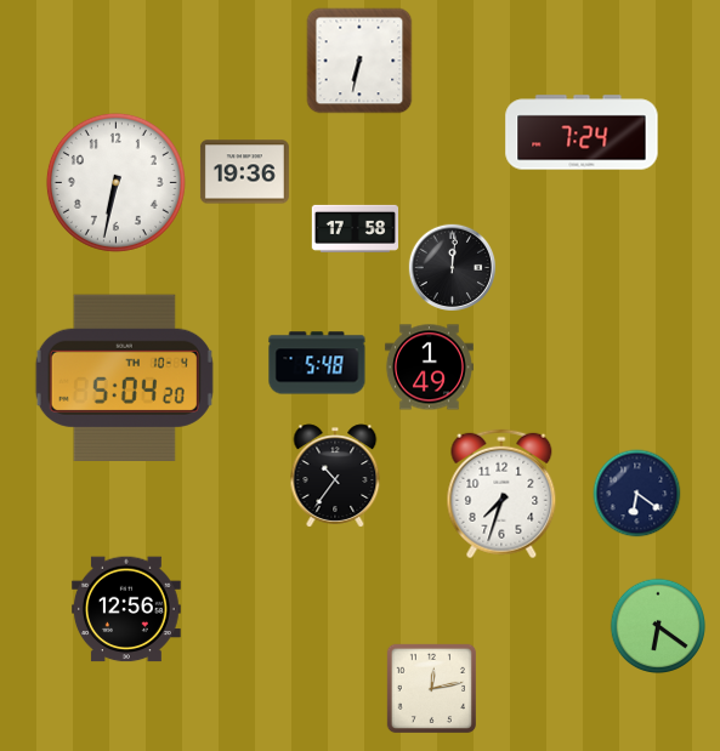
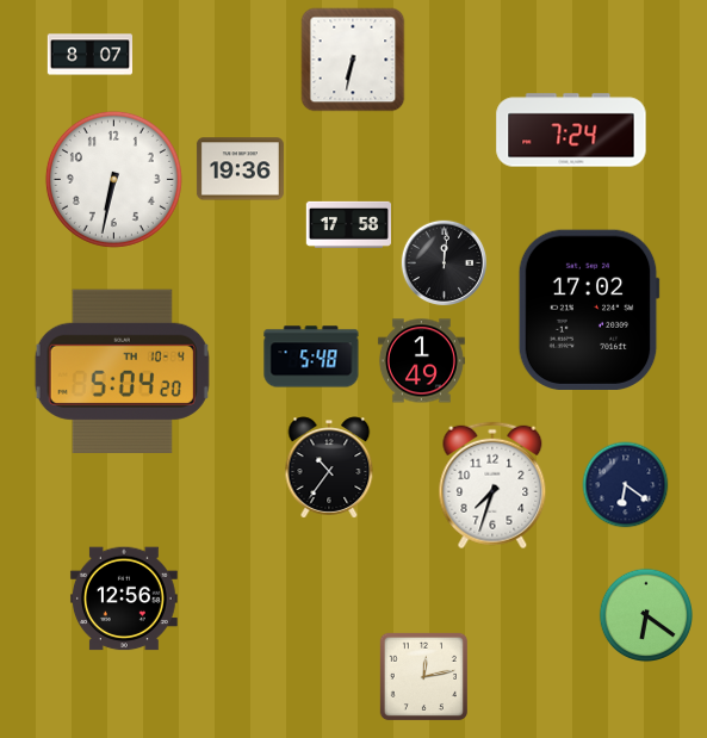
clock at (91, 55): none -> 8:07
clock at (589, 310): none -> 17:02
